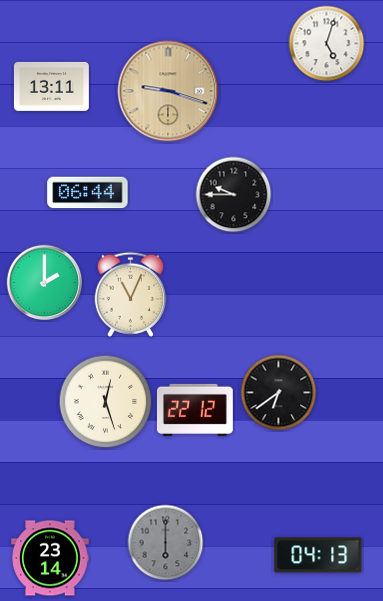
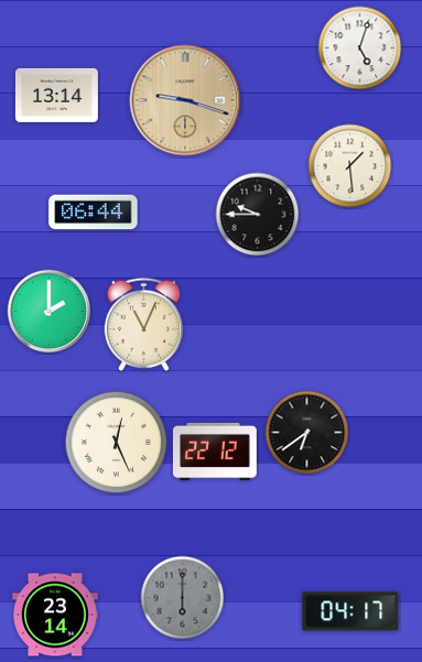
clock at (51, 86): 13:11 -> 13:14
clock at (350, 166): none -> 1:29
clock at (88, 193) position: (88, 193) -> (94, 213)
clock at (106, 402): 12:27 -> 12:26
clock at (318, 555): 04:13 -> 04:17
